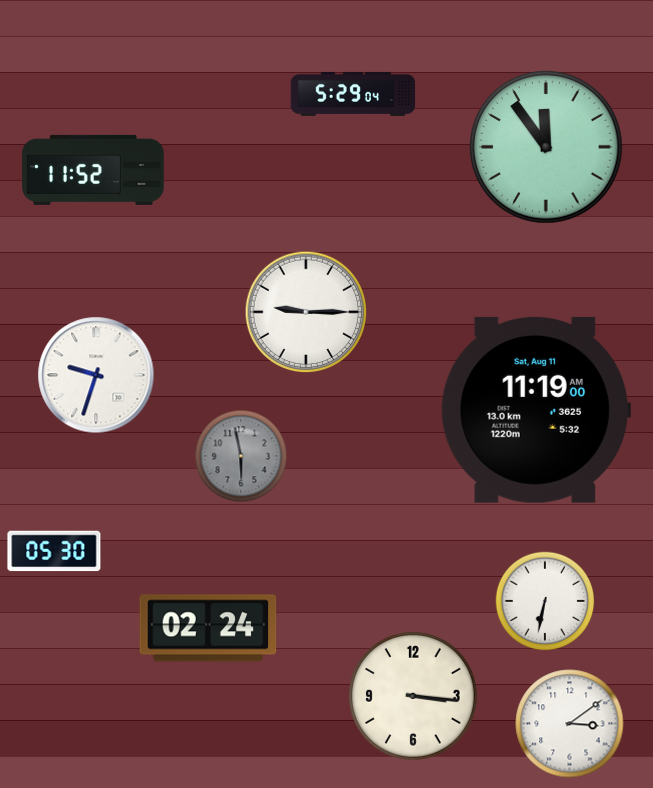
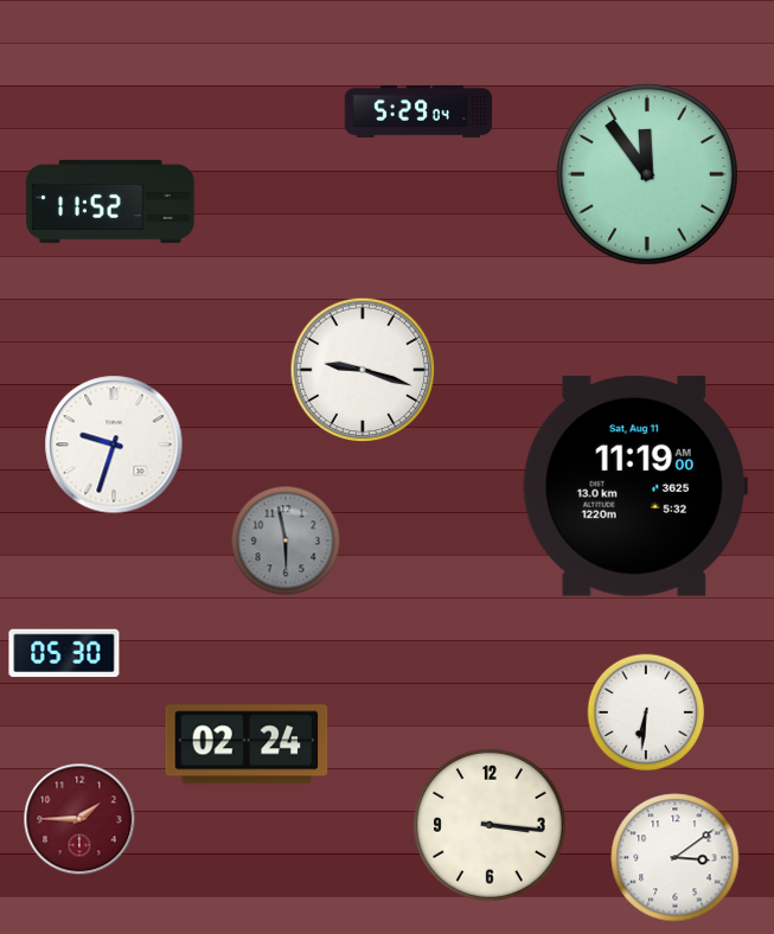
clock at (306, 312): 9:15 -> 9:18
clock at (545, 601): 6:32 -> 6:31
clock at (79, 819): none -> 1:45
